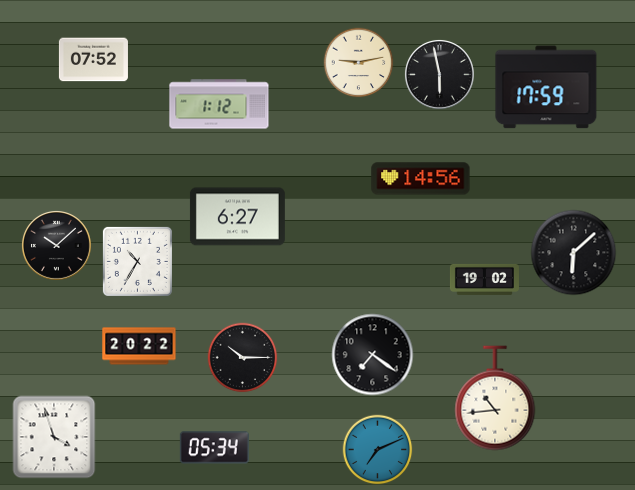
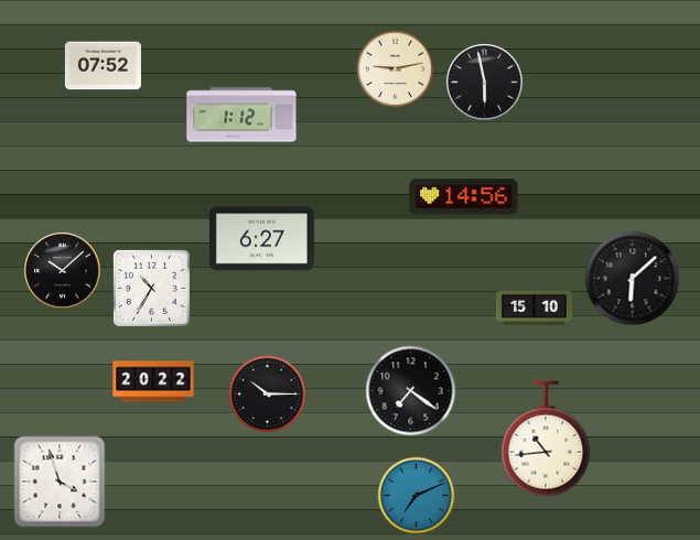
clock at (546, 87): 17:59 -> none
clock at (484, 279): 19:02 -> 15:10
clock at (214, 448): 05:34 -> none
